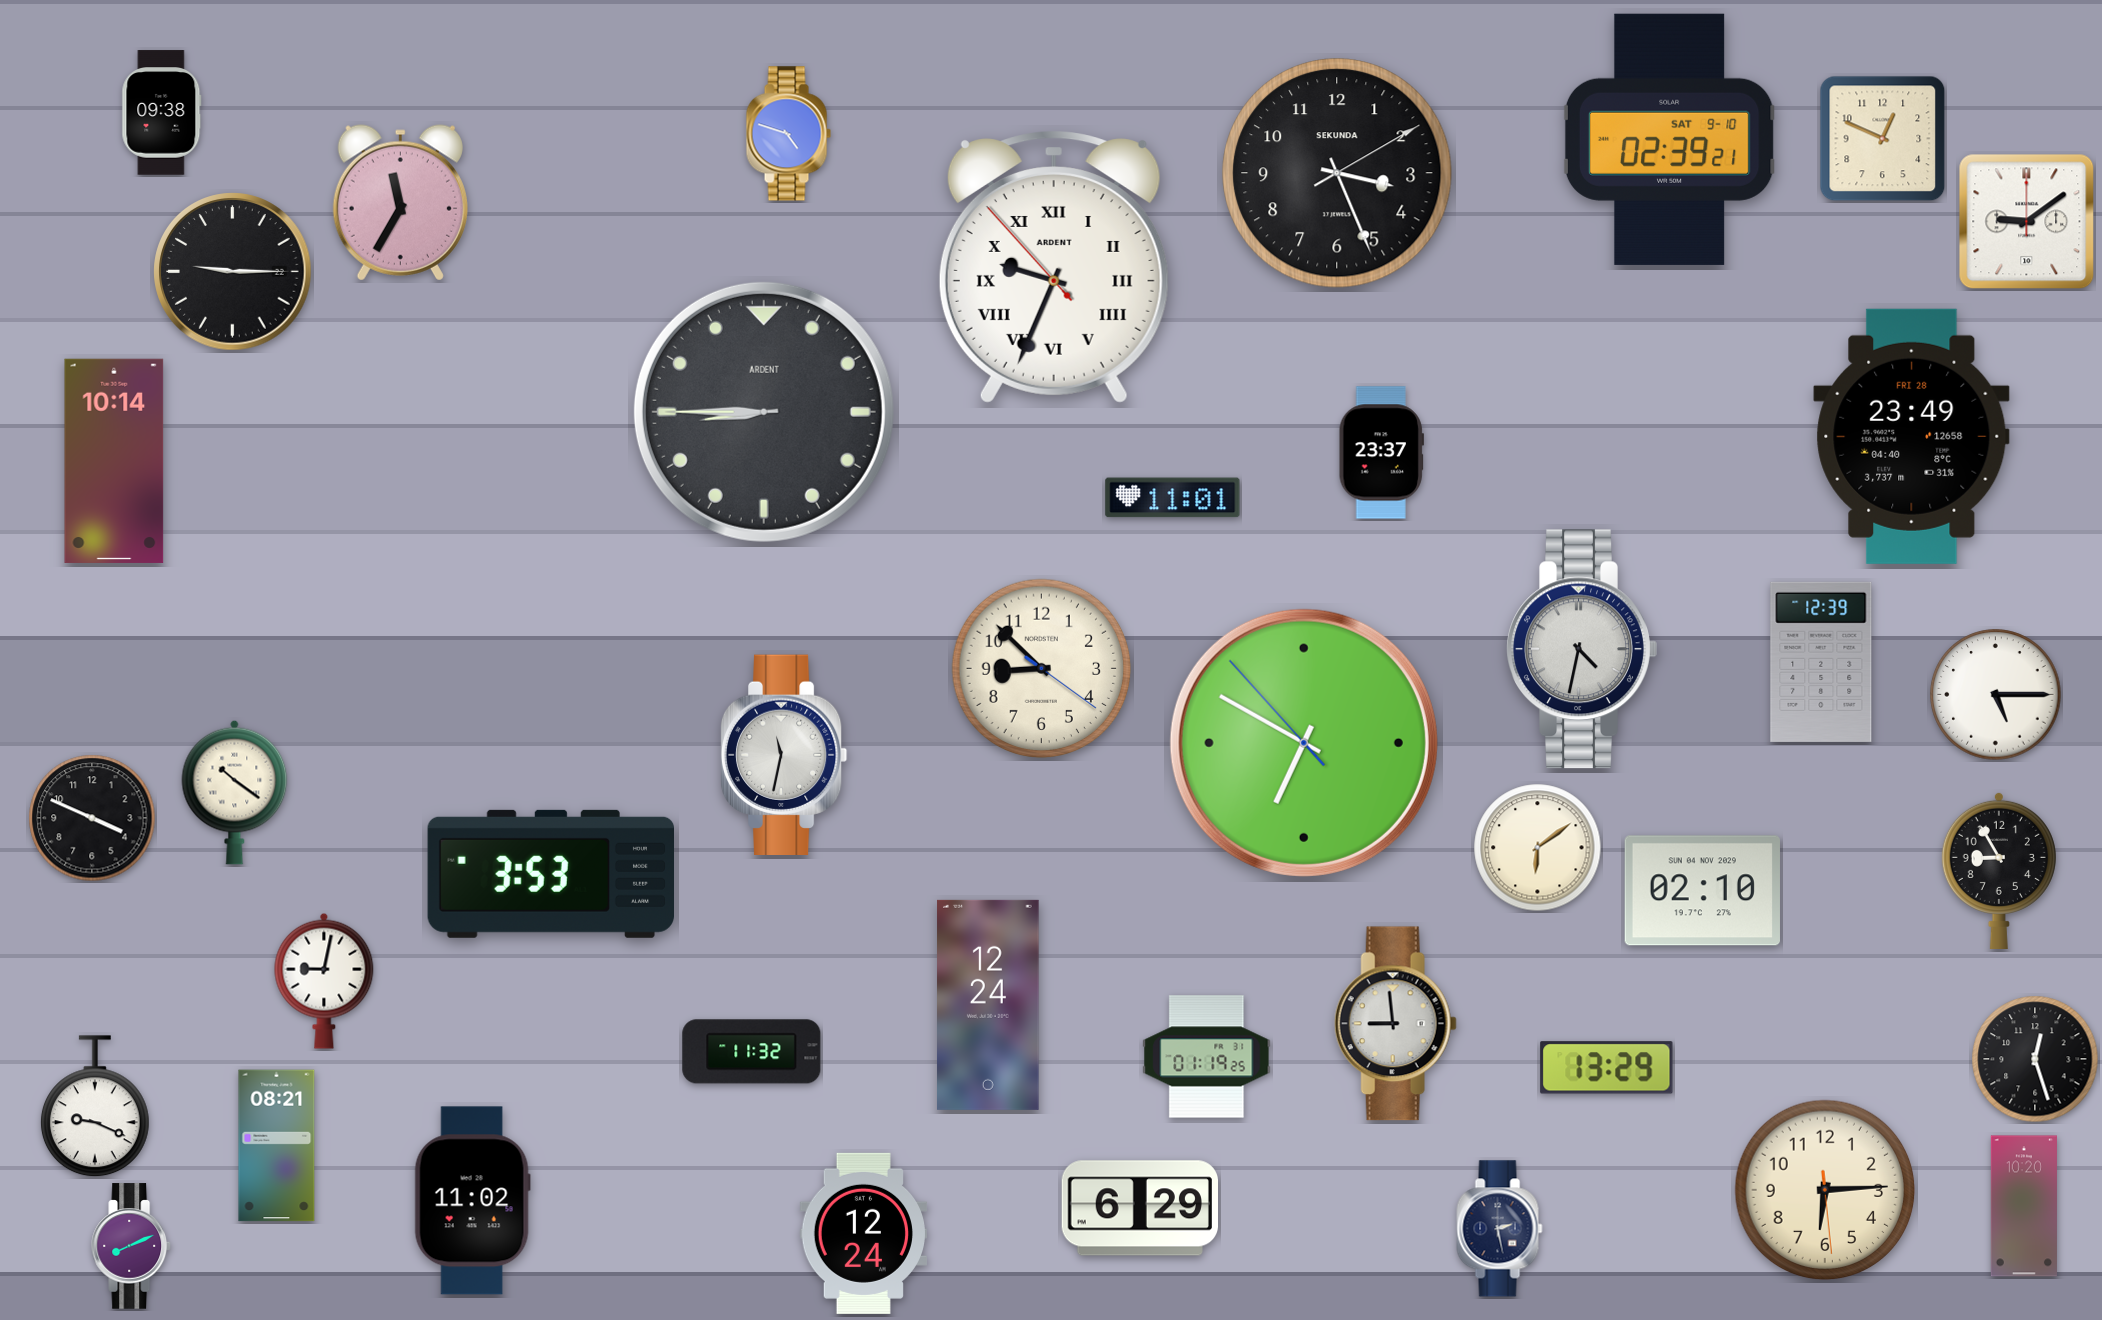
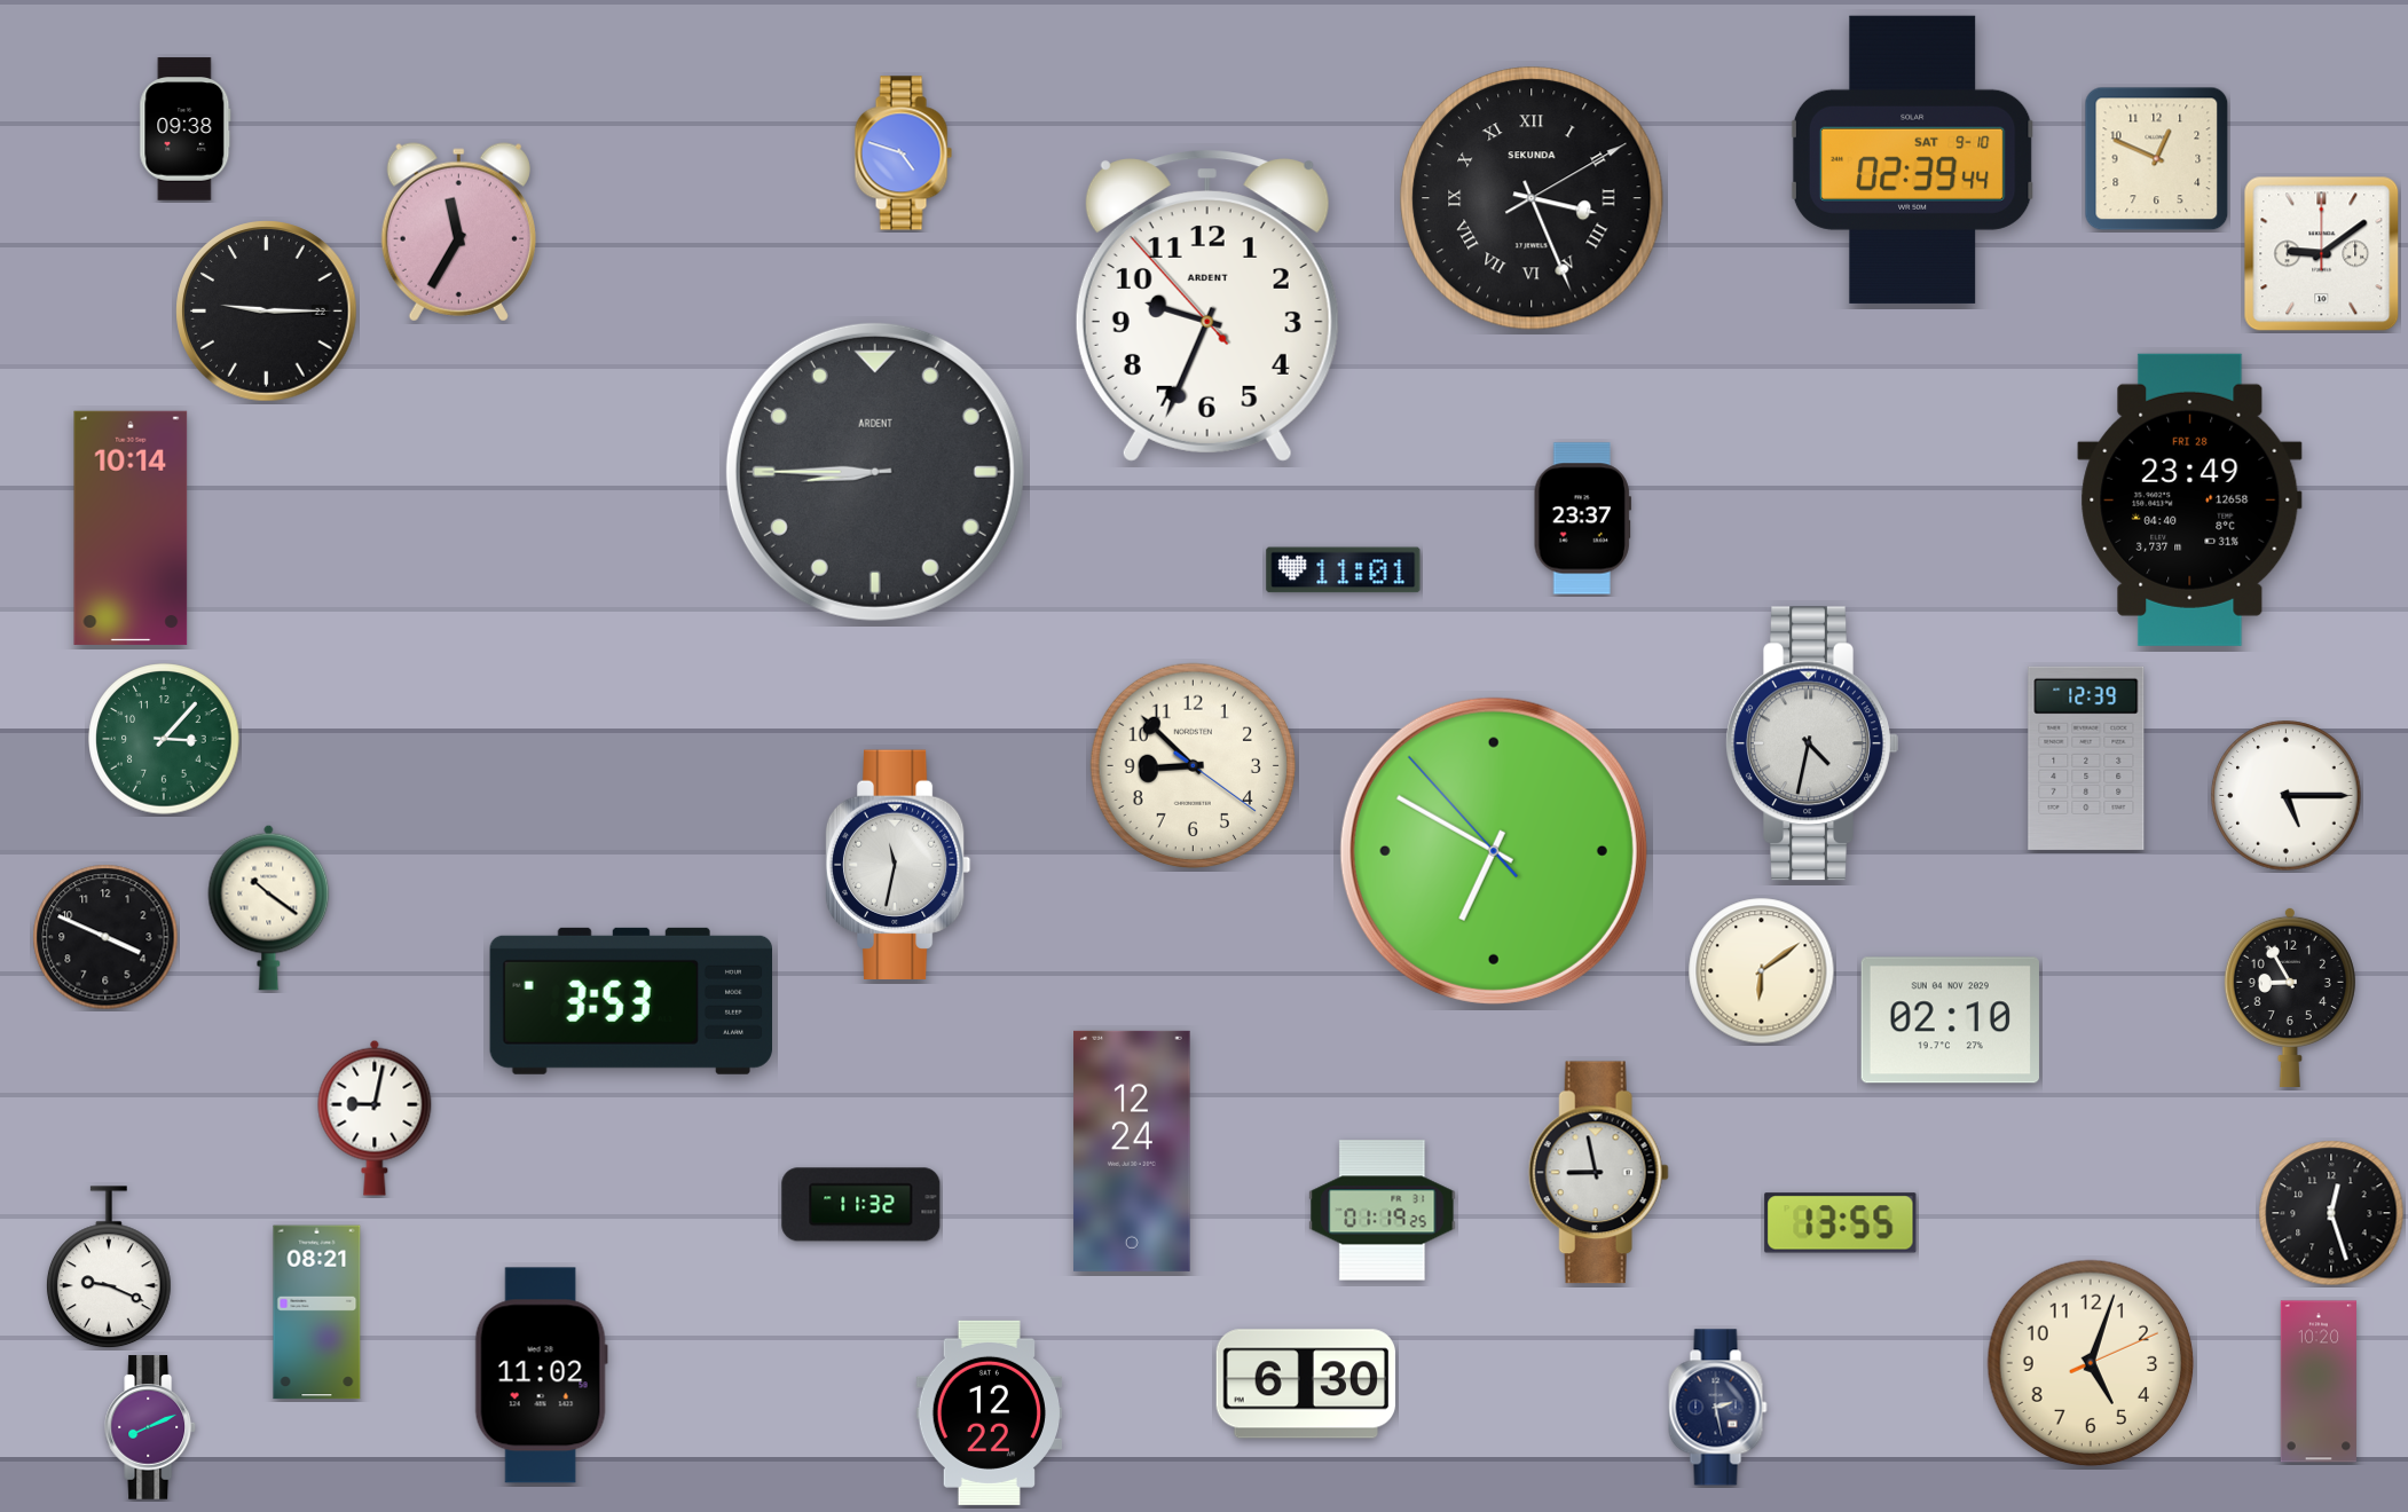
clock at (1670, 139): 02:39:21 -> 02:39:44
clock at (1337, 173) numerals: Arabic -> Roman
clock at (1054, 267) numerals: Roman -> Arabic
clock at (164, 739): none -> 3:07
clock at (324, 981) position: (324, 981) -> (375, 1118)
clock at (1395, 1024): 8:59 -> 8:58
clock at (1607, 1068): 13:29 -> 13:55
clock at (1825, 1190): 6:14 -> 5:03
clock at (1139, 1208): 6:29 -> 6:30
clock at (863, 1233): 12:24 -> 12:22
